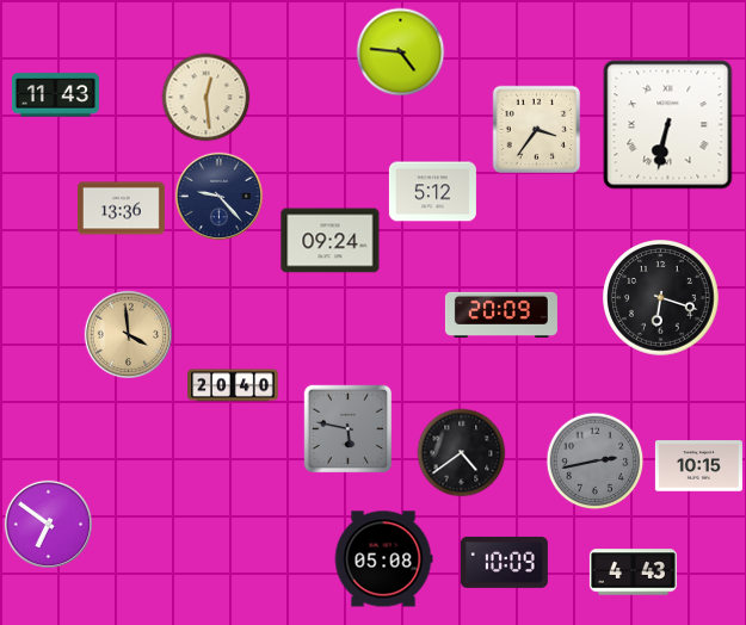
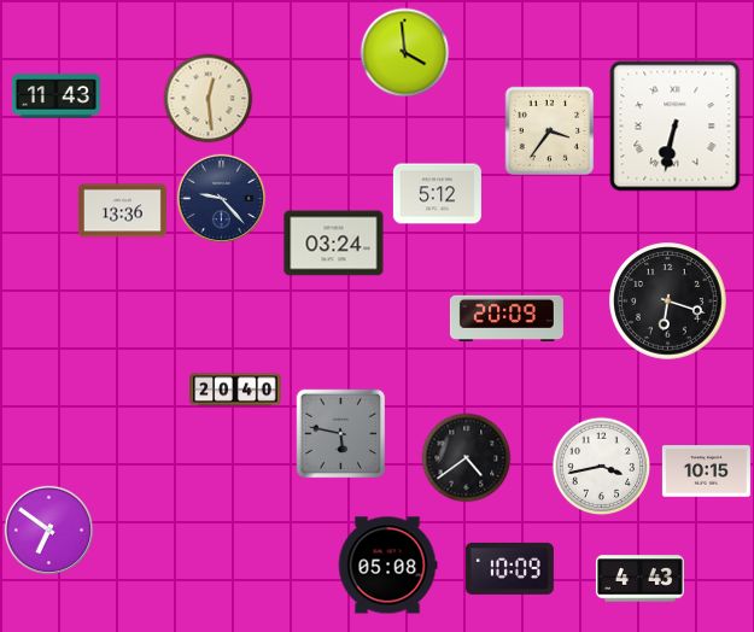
clock at (401, 52): 4:46 -> 3:59
clock at (537, 130) position: (537, 130) -> (550, 131)
clock at (331, 241): 09:24 -> 03:24
clock at (128, 334): 3:59 -> none
clock at (349, 429) position: (349, 429) -> (341, 434)
clock at (596, 462): 2:43 -> 3:43
clock at (596, 462) dial: grey -> white
